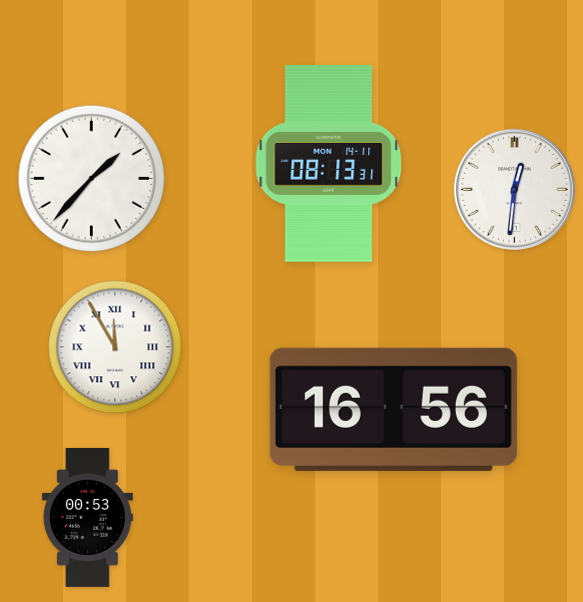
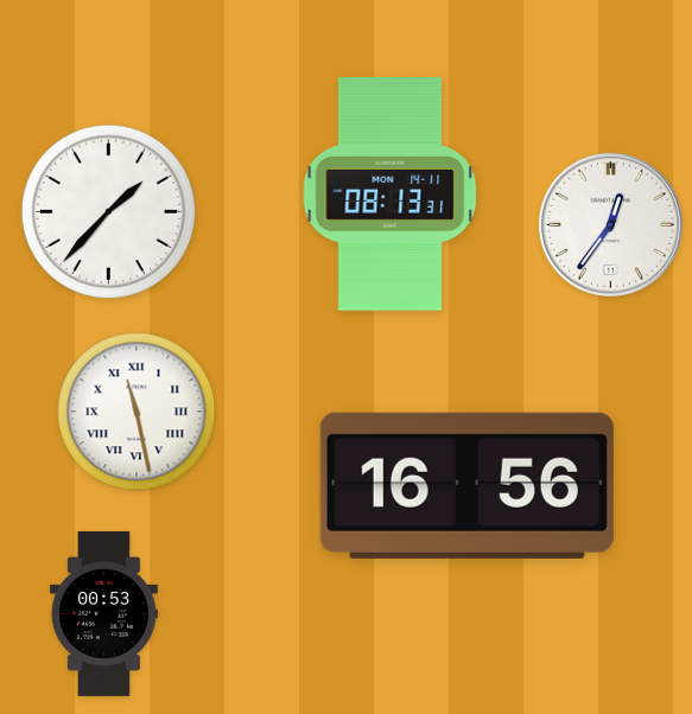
clock at (514, 189): 12:31 -> 12:36
clock at (115, 347): 11:55 -> 11:28
